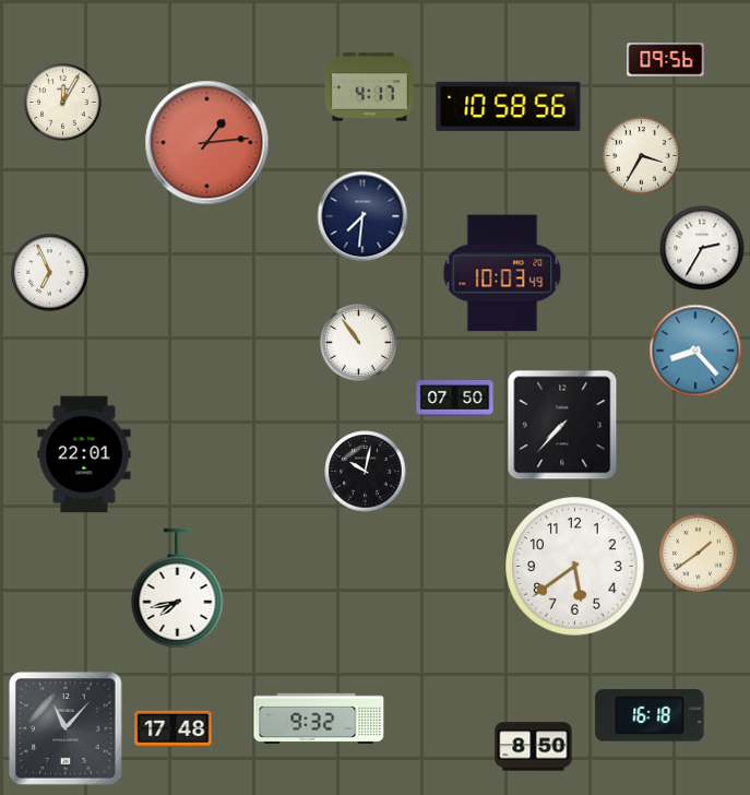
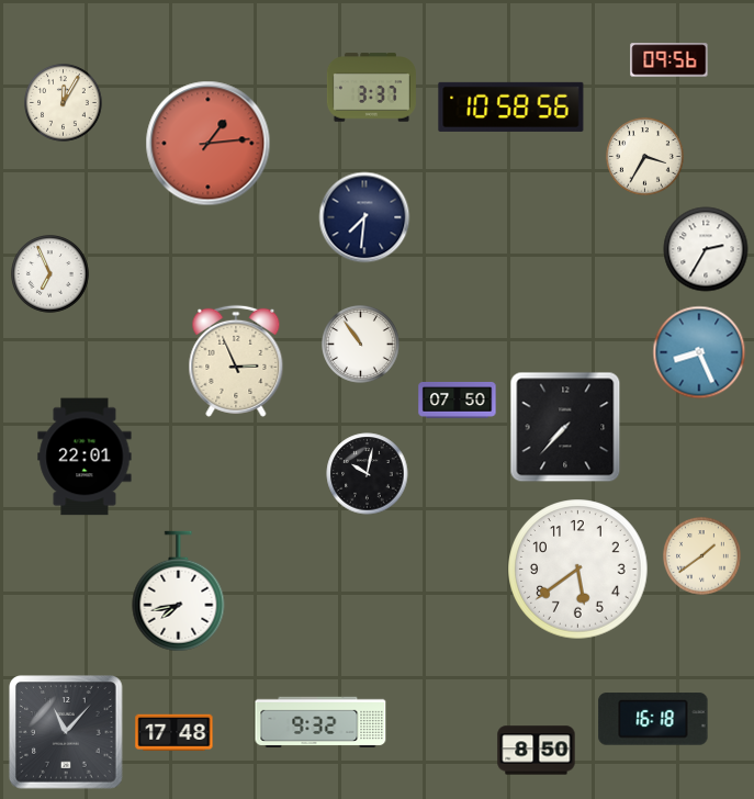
clock at (369, 87): 4:17 -> 3:37
clock at (502, 273): 10:03 -> none
clock at (695, 351): 8:23 -> 8:26
clock at (236, 361): none -> 2:56
